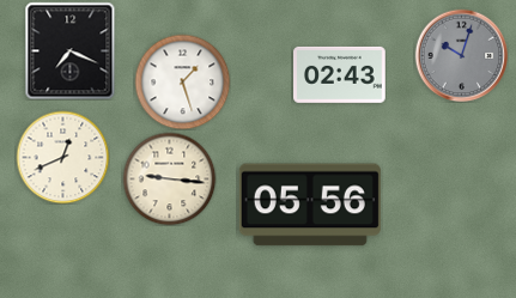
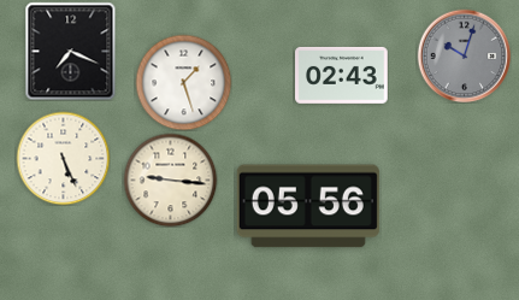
clock at (62, 157): 12:41 -> 5:26
clock at (310, 205) position: (310, 205) -> (308, 206)
